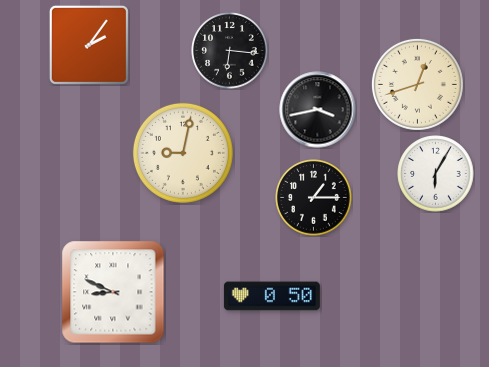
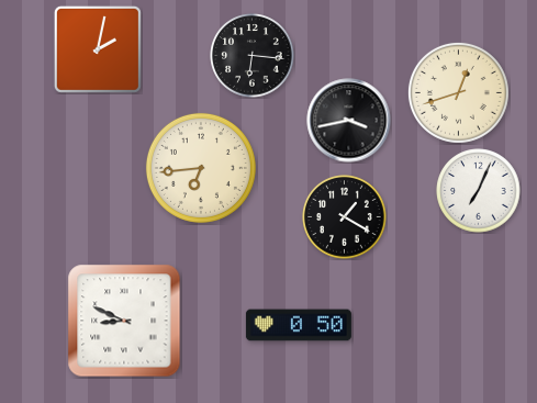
clock at (89, 45): 2:06 -> 2:02
clock at (183, 153): 9:02 -> 6:44
clock at (436, 174): 6:05 -> 7:04
clock at (314, 198): 1:15 -> 1:20
